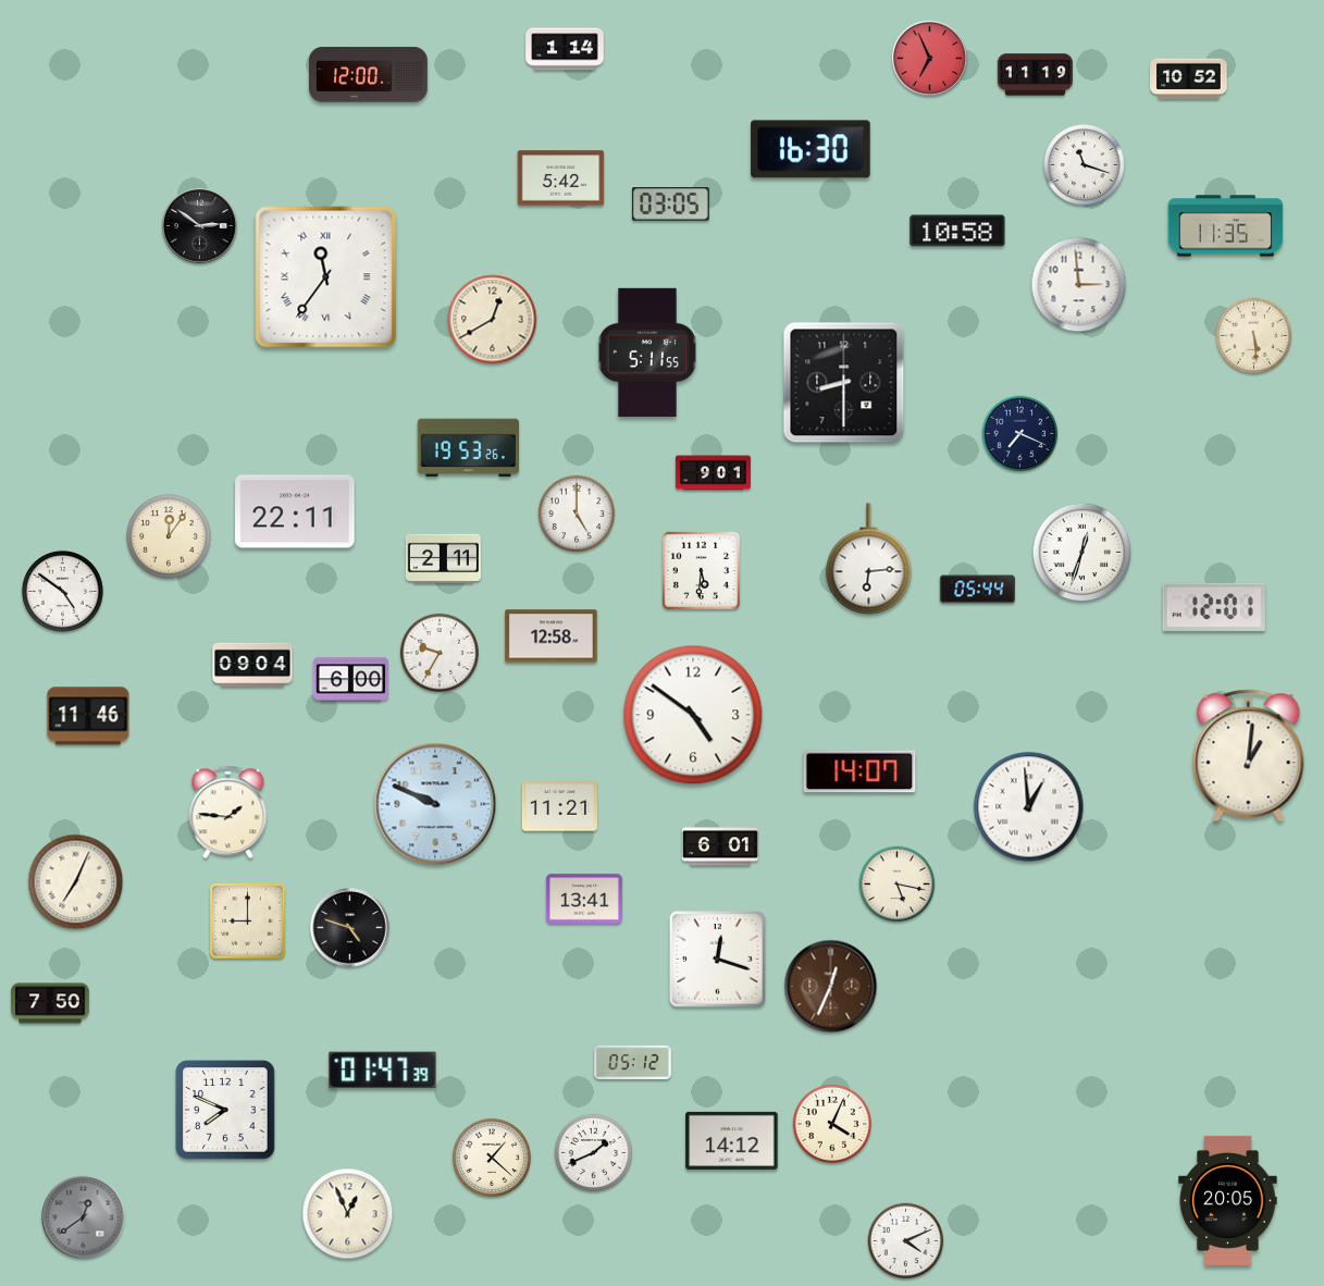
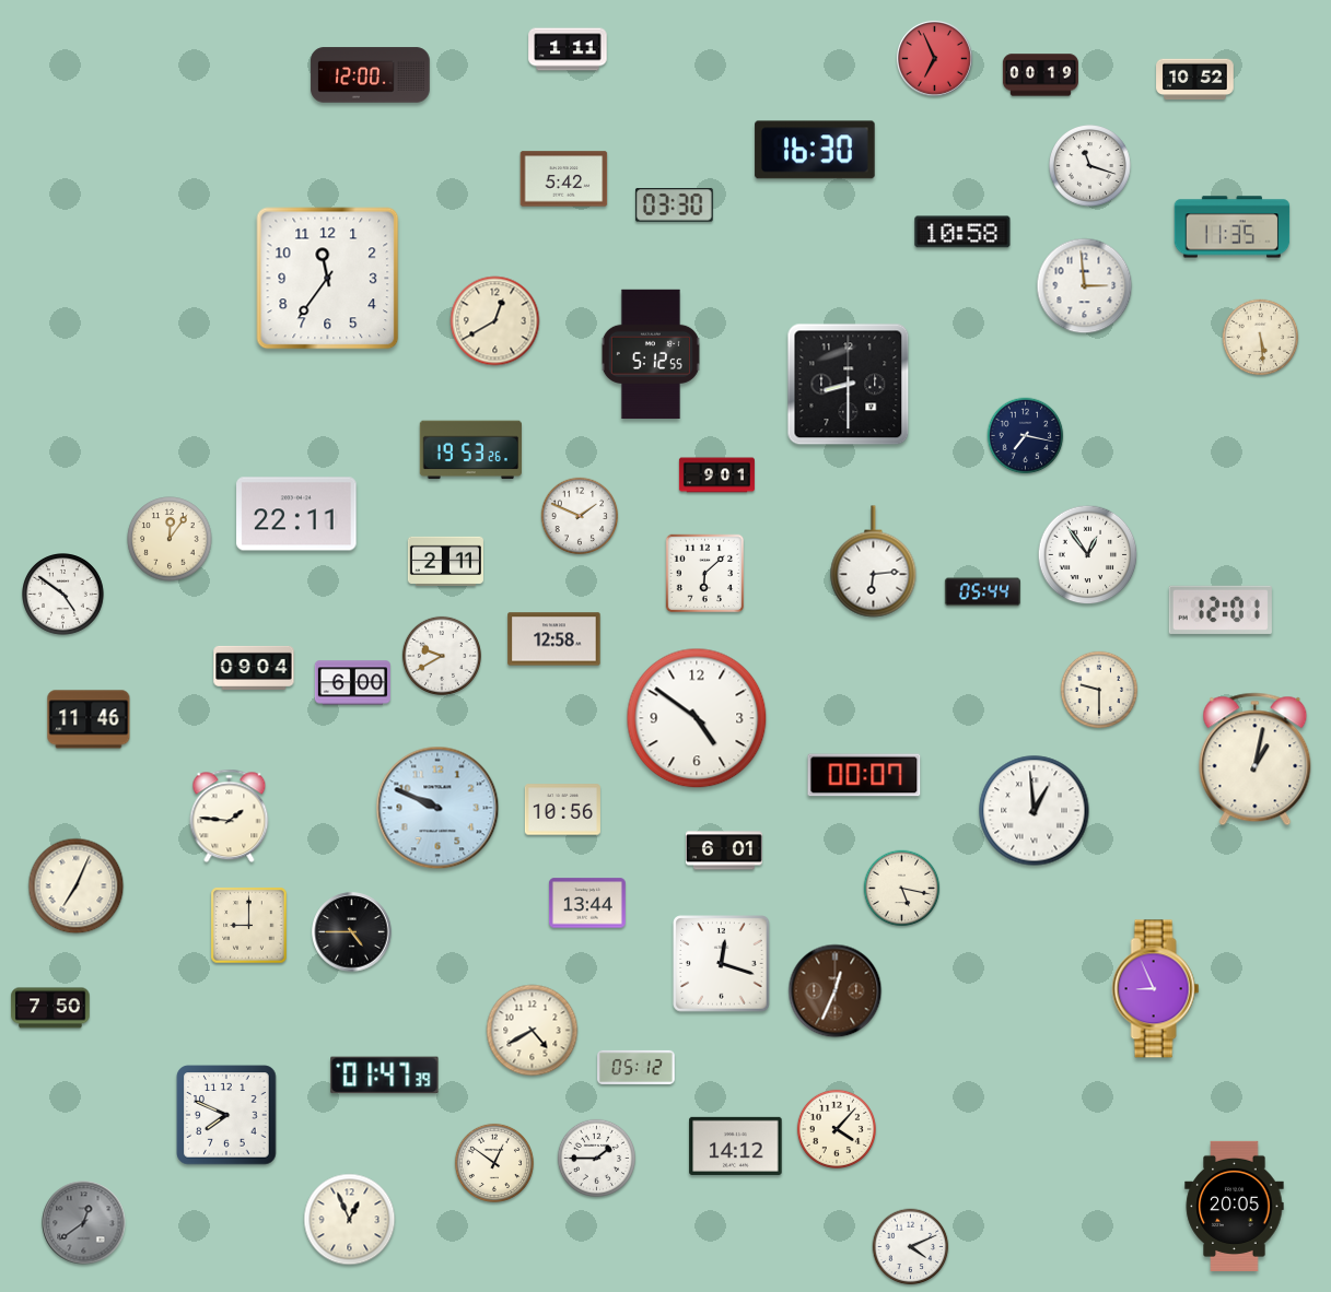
clock at (565, 49): 1:14 -> 1:11
clock at (1035, 75): 11:19 -> 00:19
clock at (670, 205): 03:05 -> 03:30
clock at (199, 225): 2:51 -> none
clock at (326, 277) numerals: Roman -> Arabic
clock at (647, 353): 5:11 -> 5:12
clock at (1020, 434): 7:19 -> 7:17
clock at (577, 514): 5:00 -> 1:49
clock at (1082, 553): 12:33 -> 12:54
clock at (702, 571): 5:31 -> 6:08
clock at (440, 653): 9:35 -> 9:40
clock at (1099, 690): none -> 9:30
clock at (1249, 756): 1:01 -> 1:02
clock at (859, 771): 14:07 -> 00:07
clock at (559, 806): 11:21 -> 10:56
clock at (584, 899): 13:41 -> 13:44
clock at (350, 928): 4:48 -> 4:45
clock at (1156, 989): none -> 8:56
clock at (533, 1031): none -> 4:40
clock at (832, 1124): 4:04 -> 4:07
clock at (594, 1153): 1:41 -> 1:45
clock at (492, 1158): 1:22 -> 12:51
